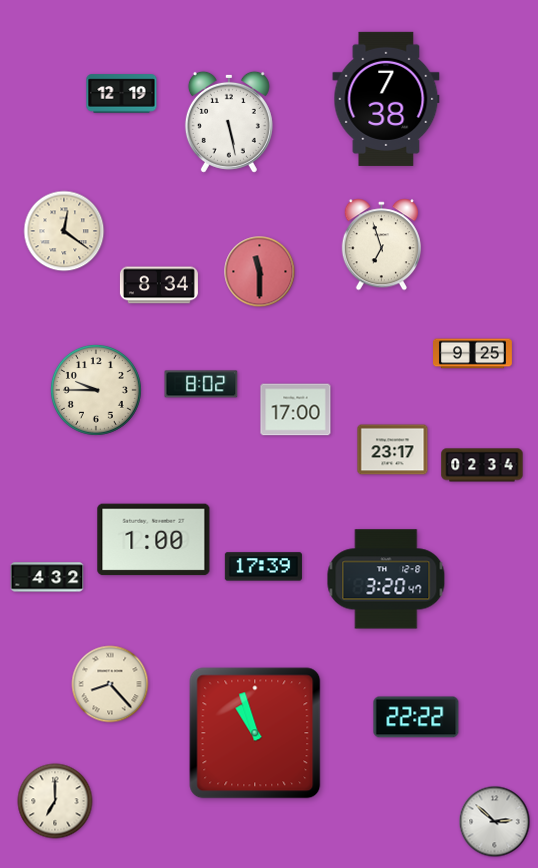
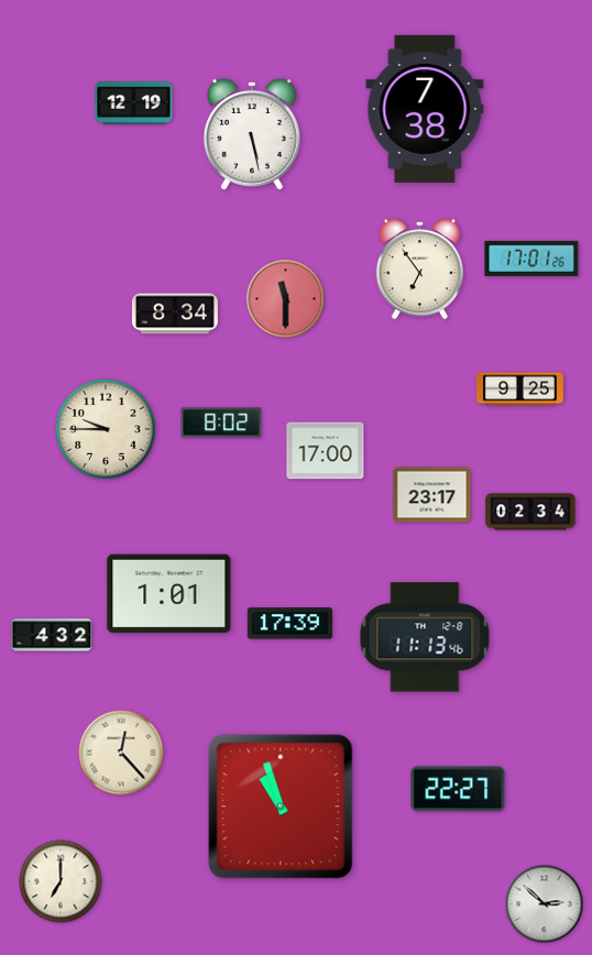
clock at (64, 231): 12:21 -> none
clock at (531, 259): none -> 17:01
clock at (381, 245): 6:57 -> 6:54
clock at (154, 540): 1:00 -> 1:01
clock at (386, 579): 3:20 -> 11:13
clock at (110, 684): 8:23 -> 12:23
clock at (416, 717): 22:22 -> 22:27
